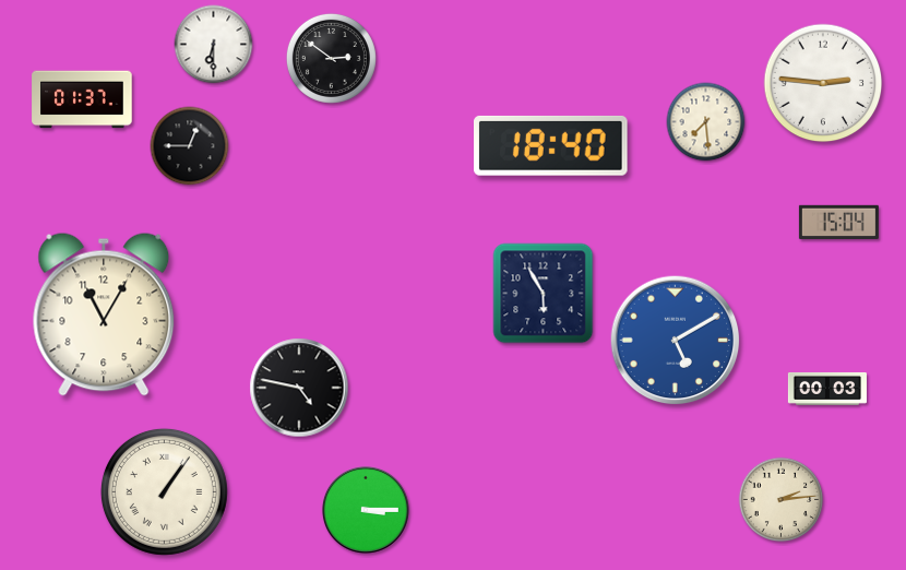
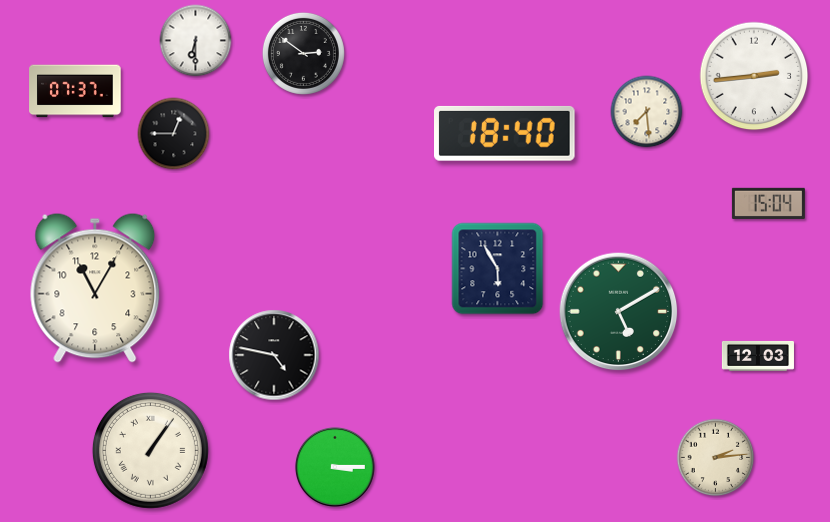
clock at (823, 83): 2:46 -> 2:44
clock at (82, 99): 01:37 -> 07:37
clock at (676, 341) dial: blue -> green
clock at (827, 389): 00:03 -> 12:03
